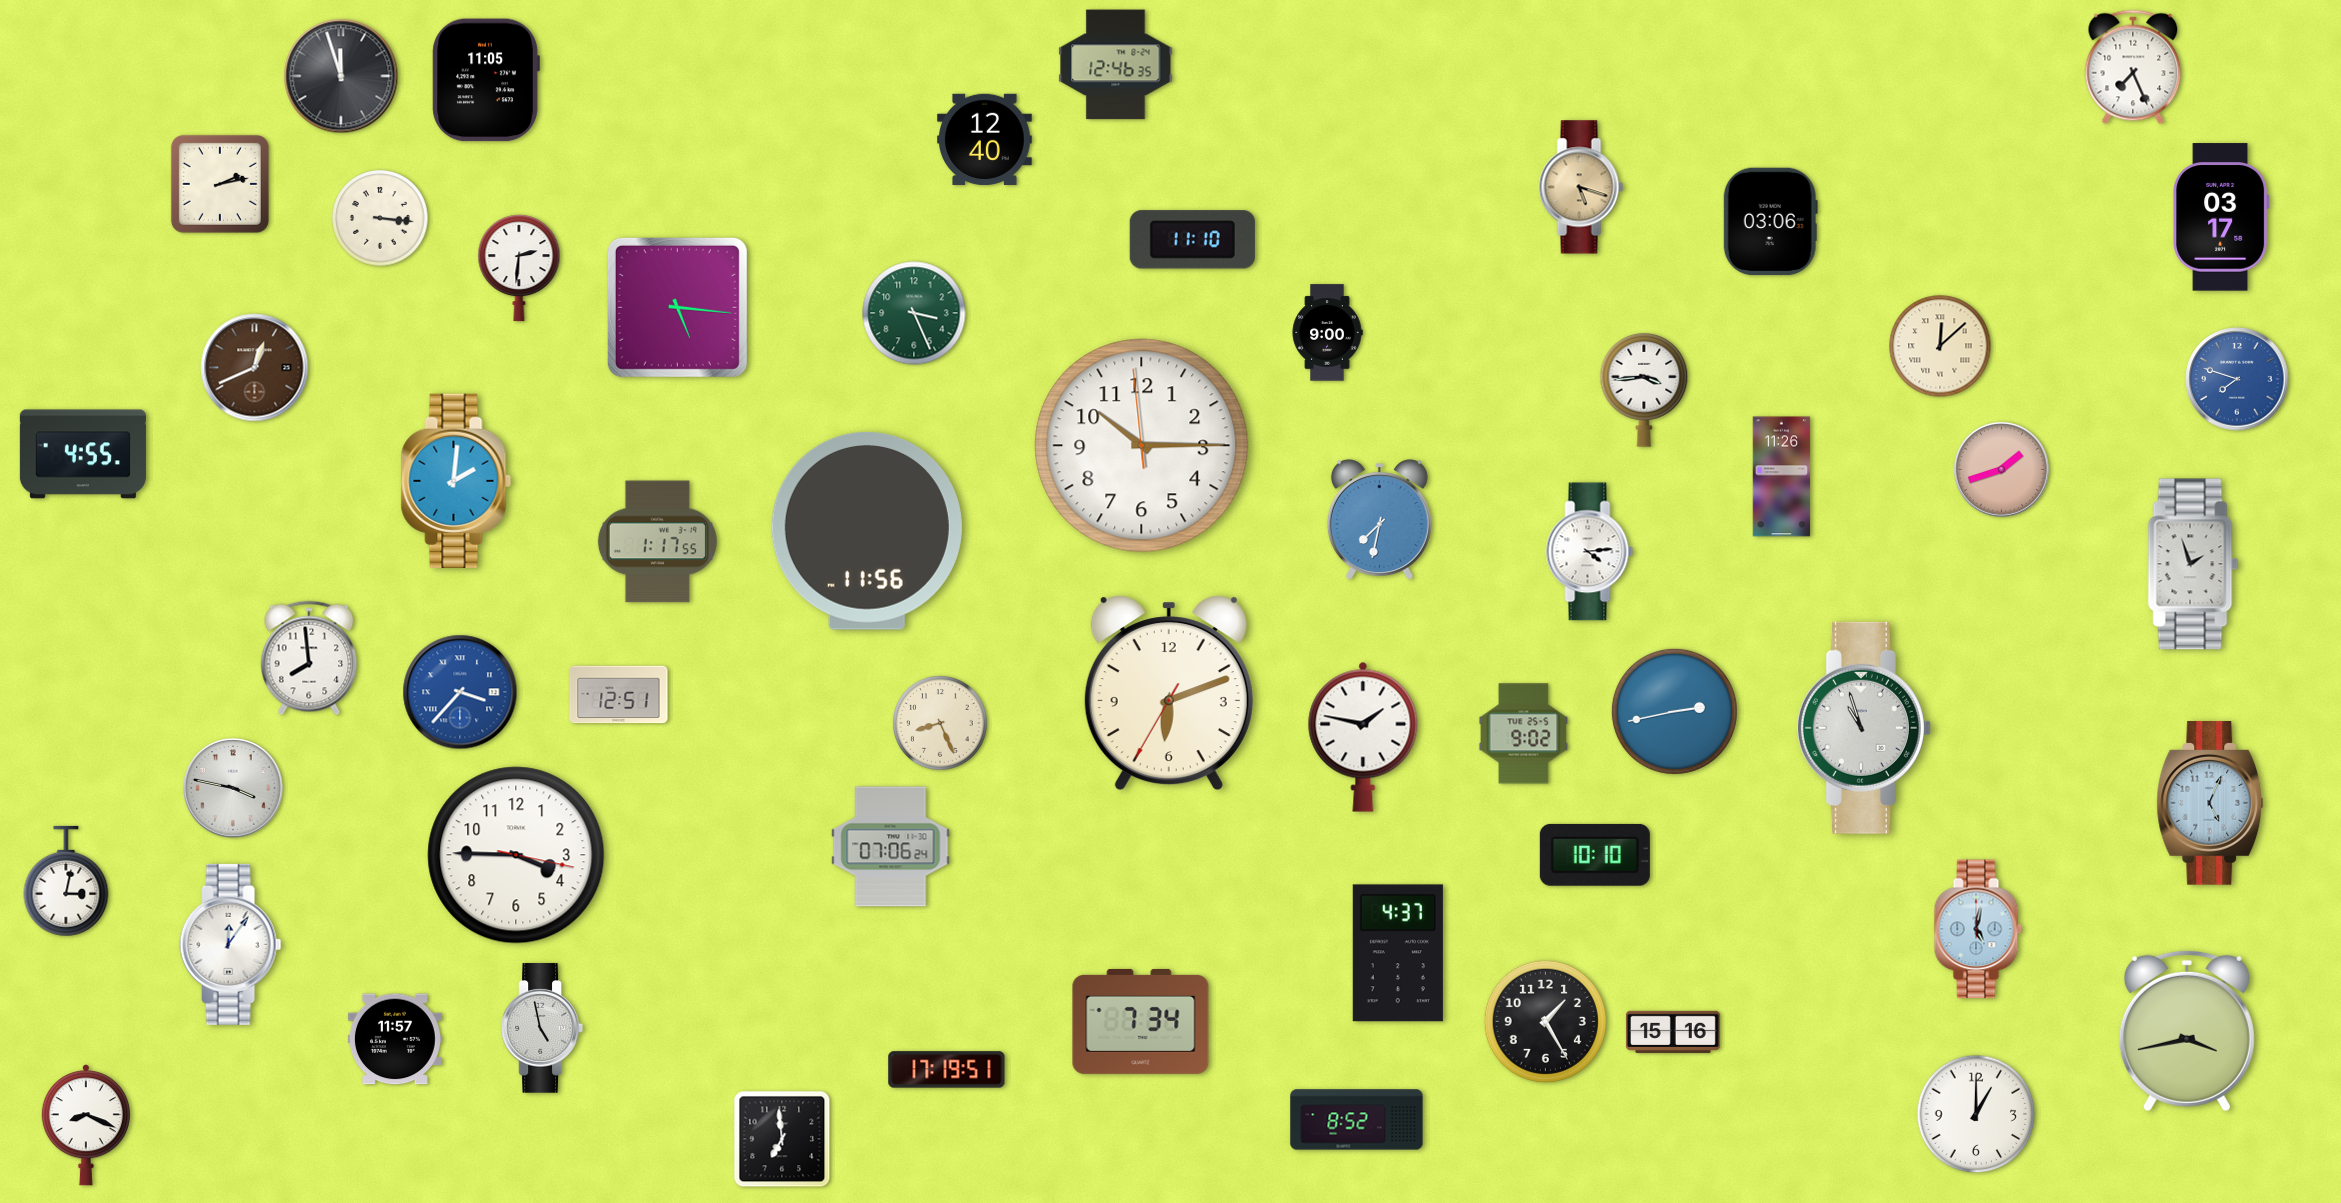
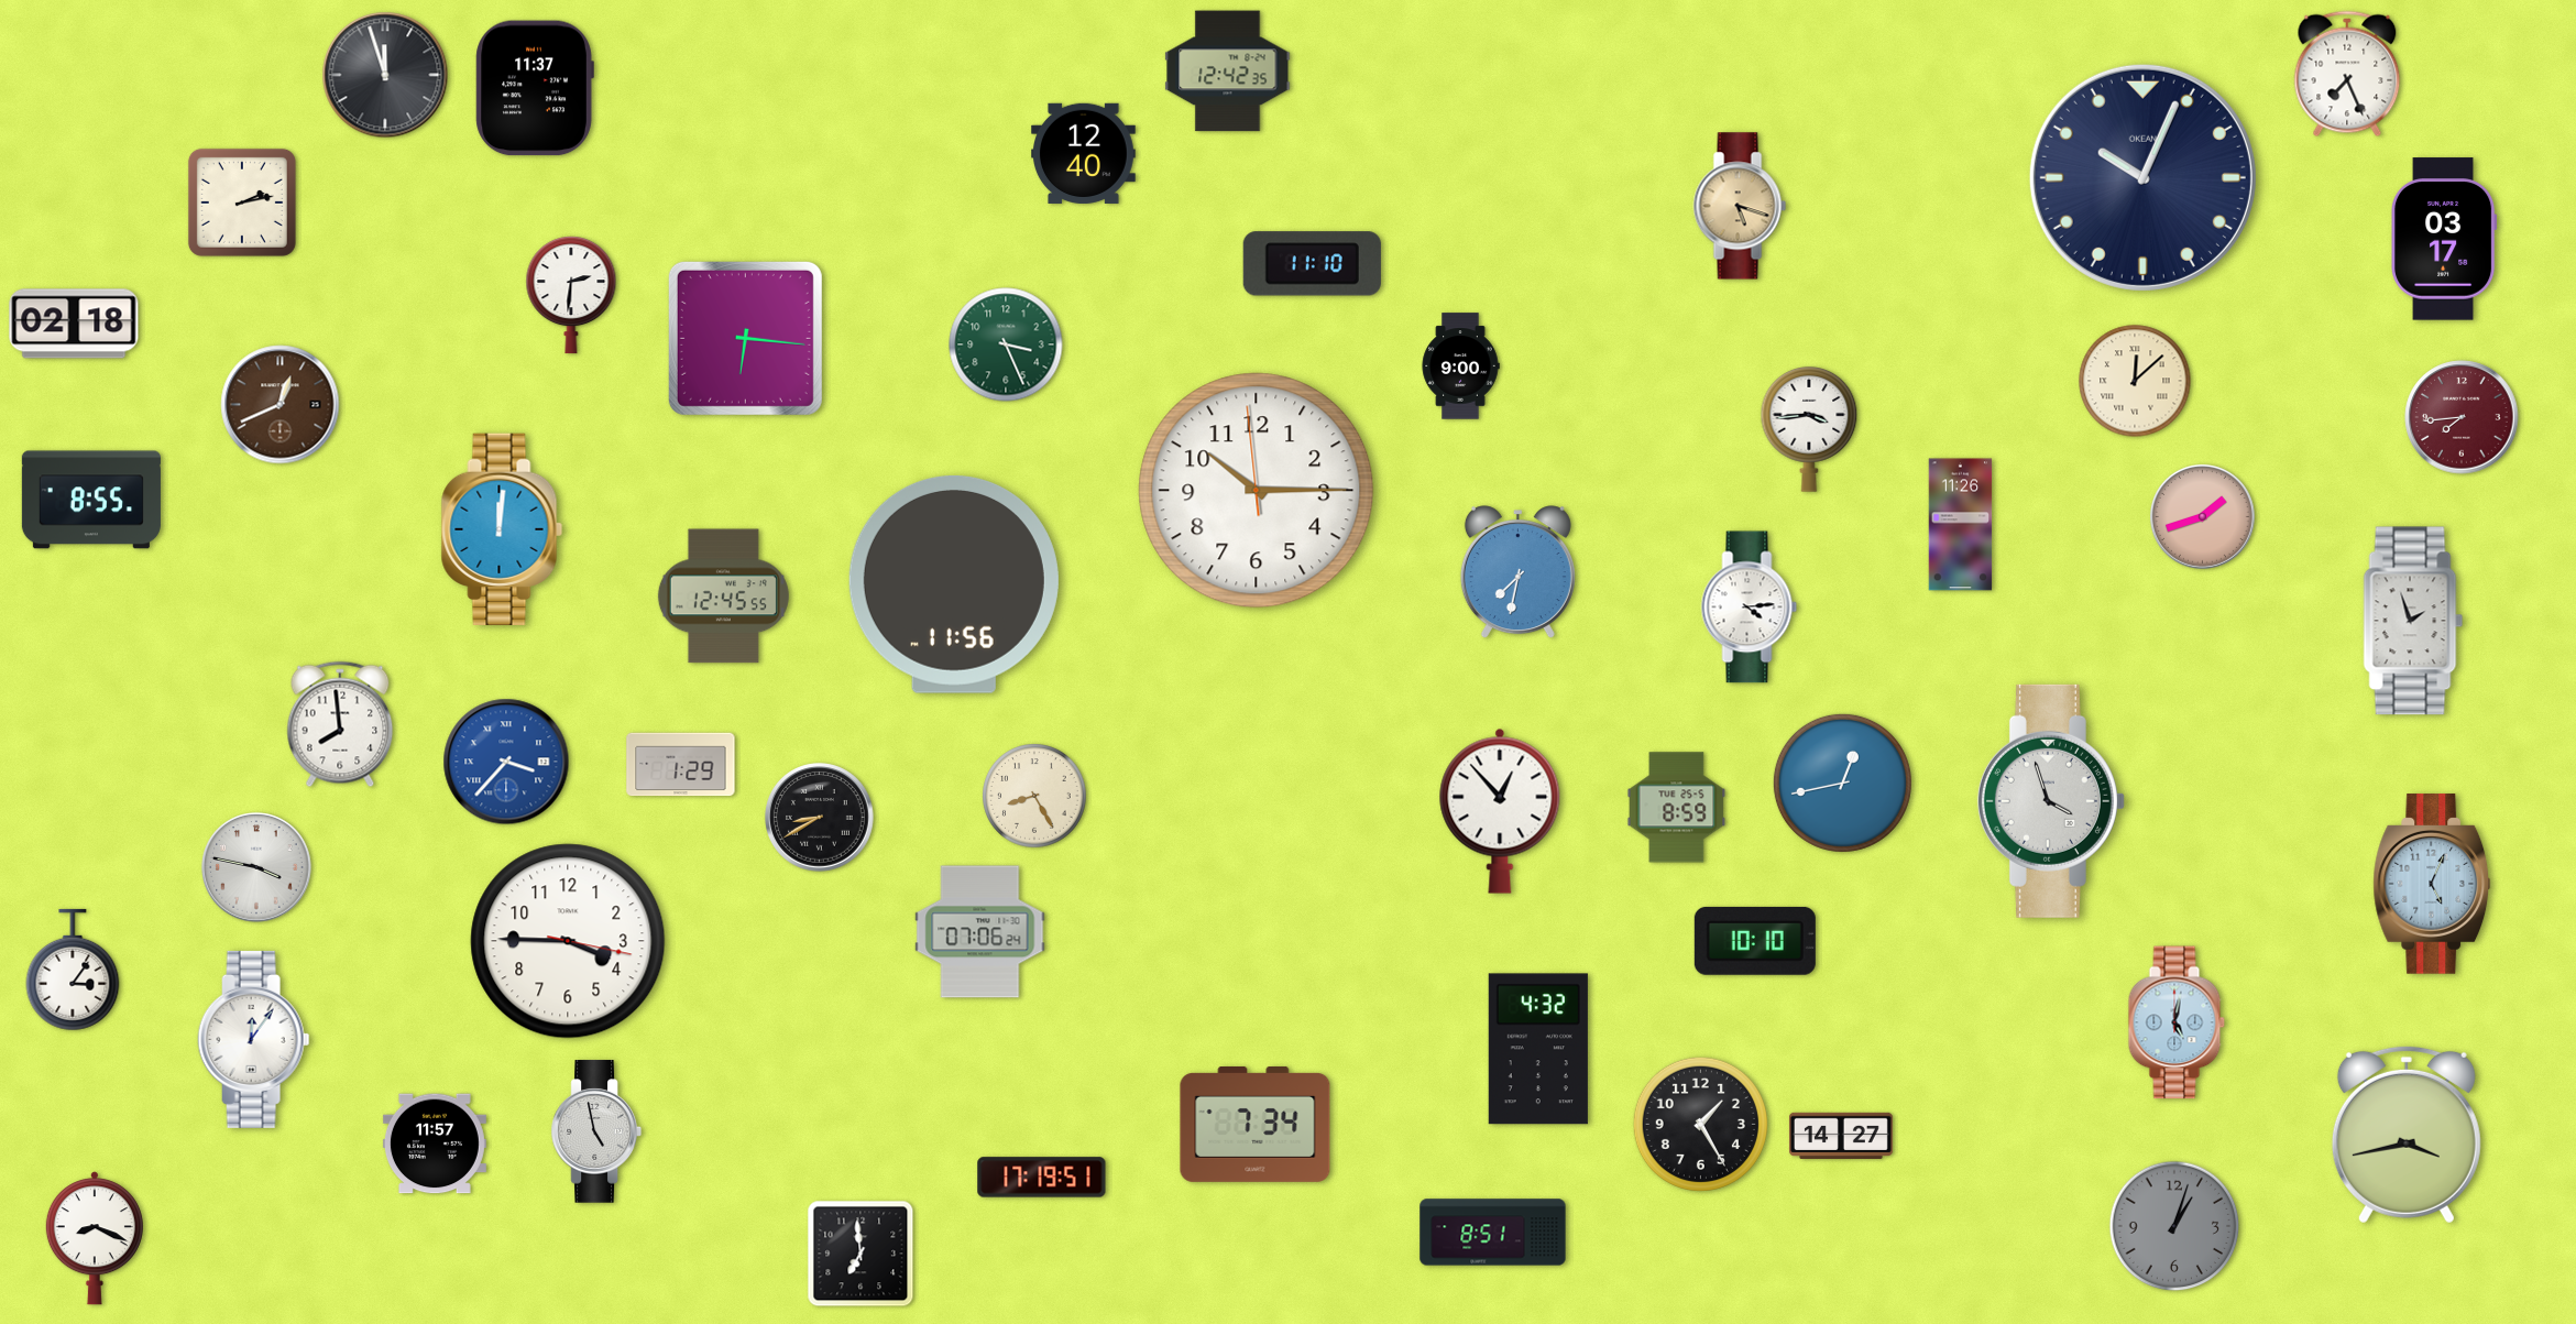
clock at (1116, 65): 12:46 -> 12:42
clock at (341, 76) position: (341, 76) -> (385, 75)
clock at (486, 80): 11:05 -> 11:37
clock at (2142, 177): none -> 10:04
clock at (380, 218): 3:16 -> none
clock at (1770, 222): 03:06 -> none
clock at (74, 324): none -> 02:18
clock at (677, 307): 5:16 -> 6:16
clock at (2237, 379): 7:48 -> 7:44
clock at (2237, 379) dial: blue -> burgundy
clock at (83, 454): 4:55 -> 8:55
clock at (456, 481): 2:01 -> 12:01
clock at (657, 542): 1:17 -> 12:45
clock at (1169, 693): 6:11 -> none
clock at (619, 695): 12:51 -> 1:29
clock at (1674, 711): 2:43 -> 12:43
clock at (940, 723): 8:26 -> 8:25
clock at (1864, 728): 10:57 -> 3:57
clock at (1524, 734): 9:02 -> 8:59
clock at (1363, 737): 1:47 -> 12:53
clock at (820, 818): none -> 8:40
clock at (66, 881): 3:02 -> 3:06
clock at (1398, 953): 4:37 -> 4:32
clock at (1673, 1032): 15:16 -> 14:27
clock at (1976, 1114): 1:00 -> 1:03
clock at (1976, 1114) dial: white -> grey
clock at (1357, 1120): 8:52 -> 8:51
